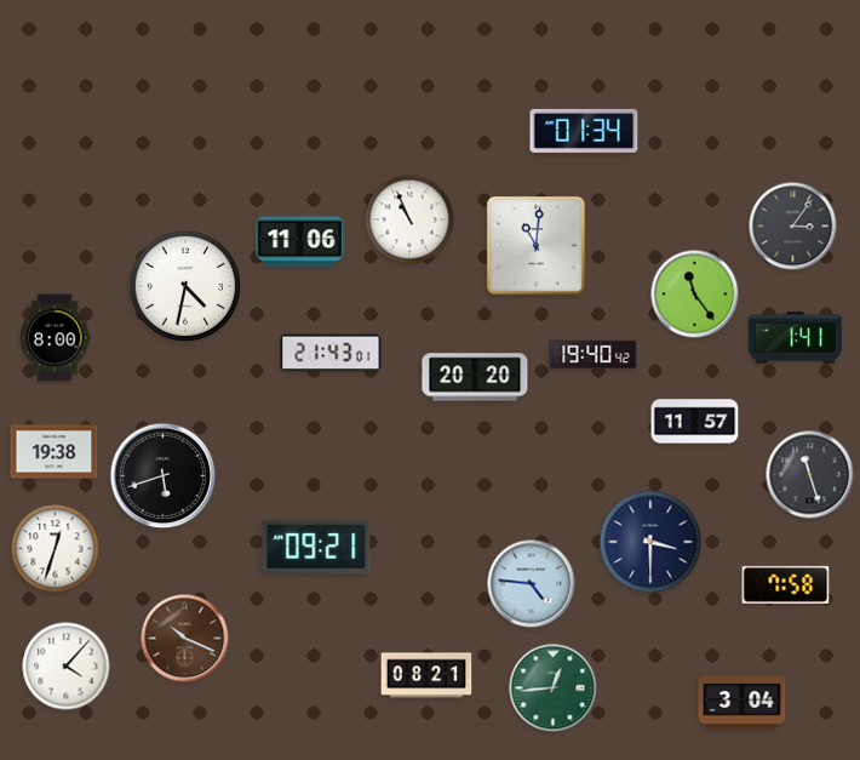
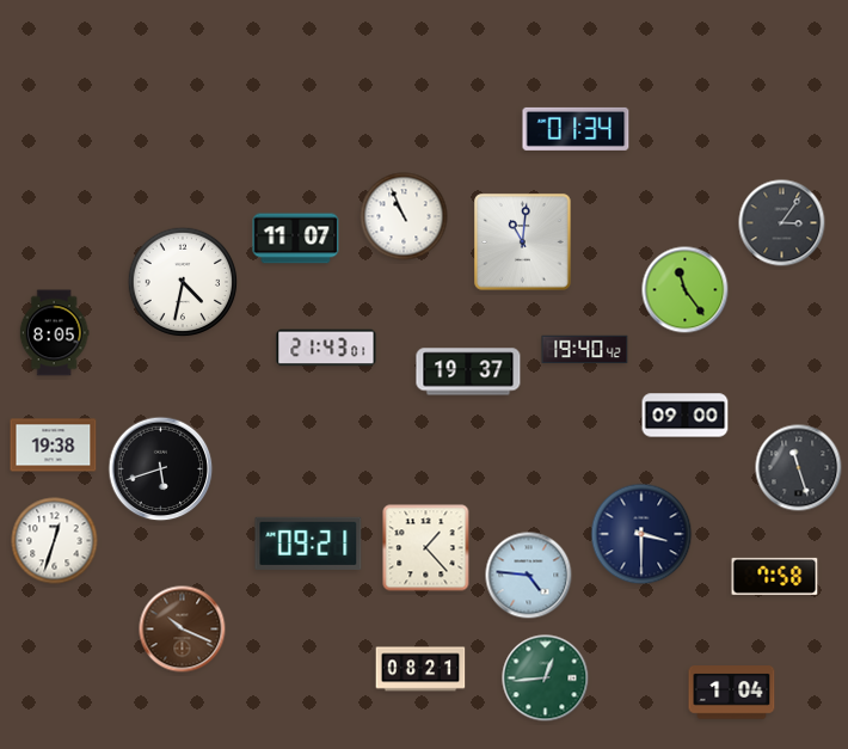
clock at (300, 242): 11:06 -> 11:07
clock at (537, 246) position: (537, 246) -> (523, 242)
clock at (55, 338): 8:00 -> 8:05
clock at (795, 338): 1:41 -> none
clock at (475, 377): 20:20 -> 19:37
clock at (695, 422): 11:57 -> 09:00
clock at (316, 547) position: (316, 547) -> (308, 544)
clock at (426, 548): none -> 1:23
clock at (532, 584) position: (532, 584) -> (529, 576)
clock at (67, 667): 4:07 -> none
clock at (426, 675) position: (426, 675) -> (420, 669)
clock at (743, 703): 3:04 -> 1:04
